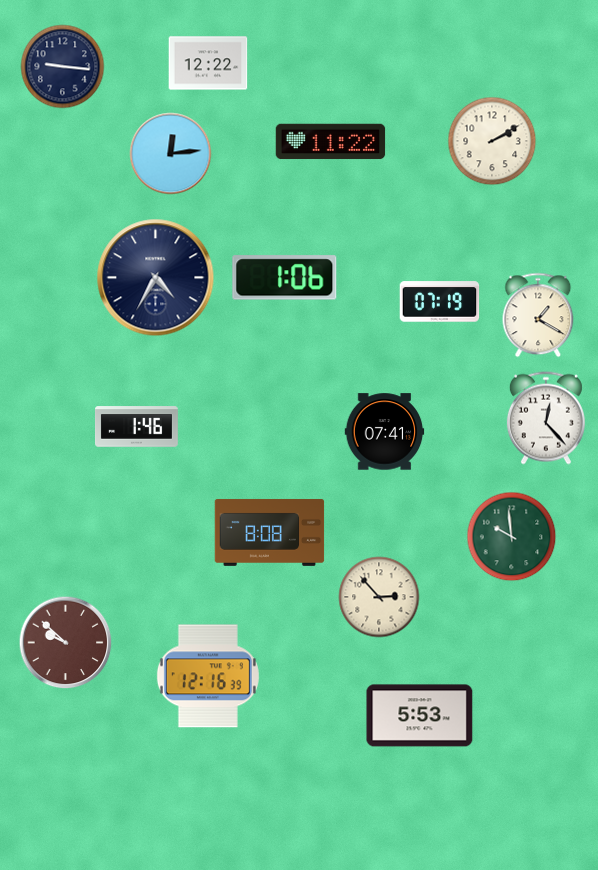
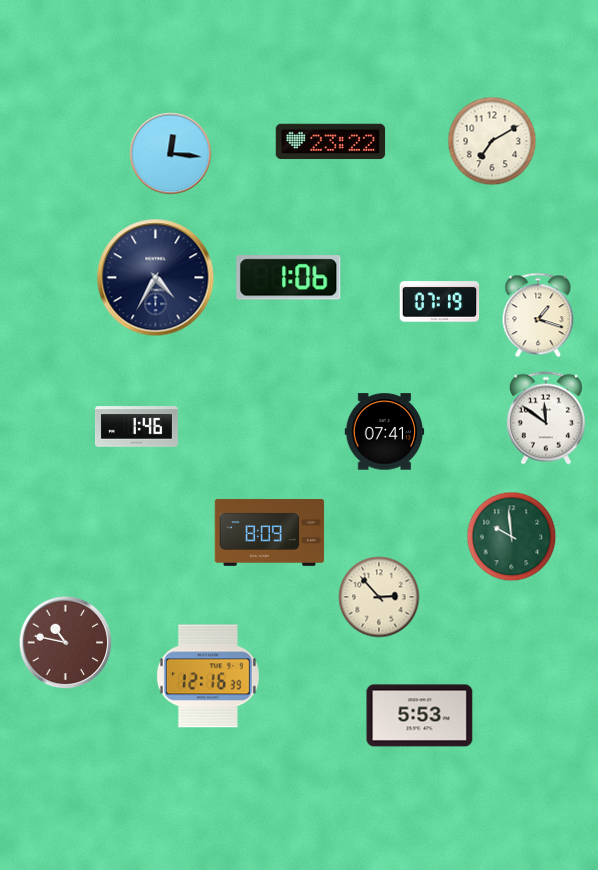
clock at (208, 63): 12:22 -> none
clock at (63, 67): 9:16 -> none
clock at (492, 141): 2:10 -> 7:10
clock at (331, 142): 11:22 -> 23:22
clock at (171, 154): 12:14 -> 12:16
clock at (285, 278) position: (285, 278) -> (289, 278)
clock at (538, 315): 1:20 -> 1:18
clock at (546, 418): 12:23 -> 11:51
clock at (270, 532): 8:08 -> 8:09
clock at (66, 643): 9:52 -> 10:47
